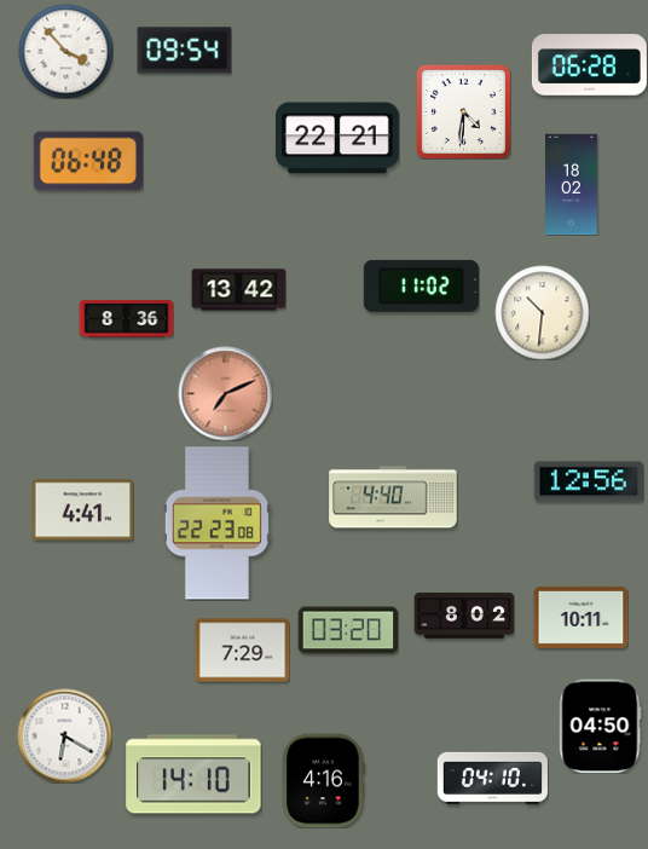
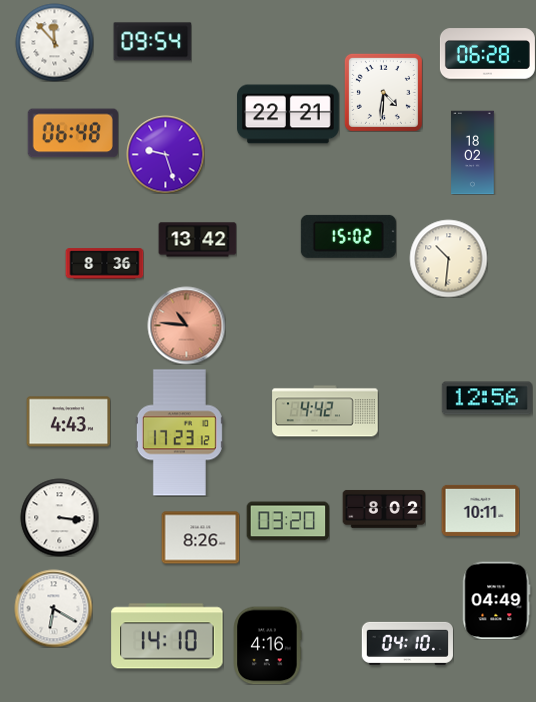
clock at (65, 51): 3:53 -> 11:53
clock at (339, 138) position: (339, 138) -> (289, 114)
clock at (165, 154): none -> 9:27
clock at (421, 285): 11:02 -> 15:02
clock at (225, 393): 7:11 -> 10:46
clock at (393, 497): 4:40 -> 4:42
clock at (82, 510): 4:41 -> 4:43
clock at (216, 524): 22:23 -> 17:23
clock at (59, 517): none -> 3:16
clock at (242, 651): 7:29 -> 8:26
clock at (601, 726): 04:50 -> 04:49
clock at (193, 774) position: (193, 774) -> (167, 636)
